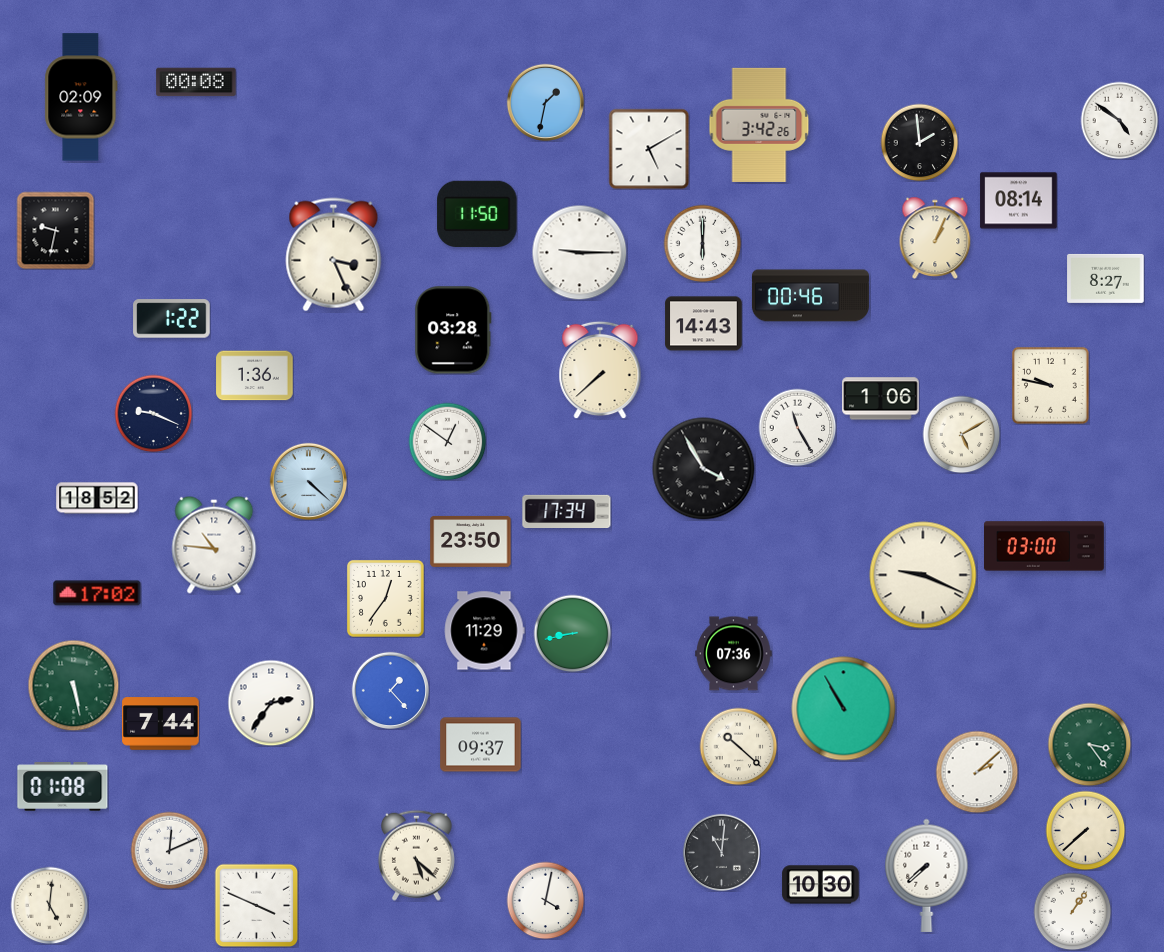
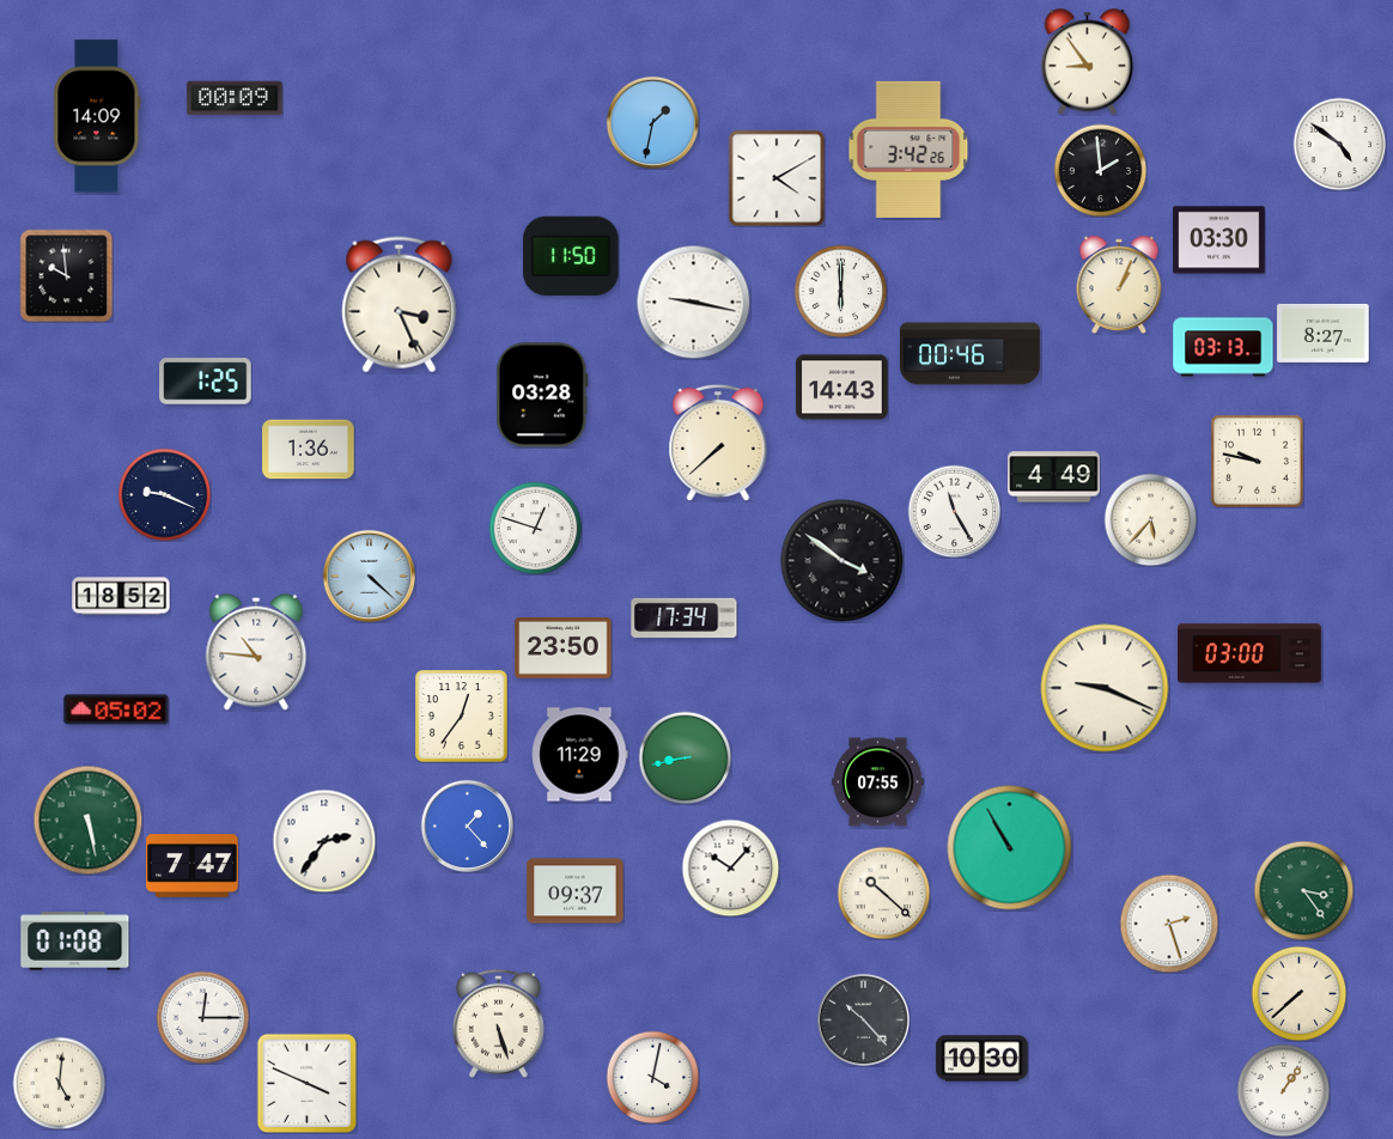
clock at (1088, 62): none -> 8:54
clock at (196, 82): 00:08 -> 00:09
clock at (81, 97): 02:09 -> 14:09
clock at (649, 149): 5:10 -> 4:10
clock at (1019, 201): 08:14 -> 03:30
clock at (55, 230): 9:32 -> 9:59
clock at (579, 252): 9:15 -> 9:17
clock at (1223, 347): none -> 03:13
clock at (172, 319): 1:22 -> 1:25
clock at (255, 376) position: (255, 376) -> (309, 450)
clock at (881, 399): 1:06 -> 4:49
clock at (153, 413) position: (153, 413) -> (164, 494)
clock at (961, 434): 5:10 -> 5:37
clock at (447, 441): 12:51 -> 12:48
clock at (704, 469): 3:55 -> 3:51
clock at (97, 498) position: (97, 498) -> (121, 596)
clock at (567, 511) position: (567, 511) -> (685, 617)
clock at (97, 593): 17:02 -> 05:02
clock at (734, 654): 07:36 -> 07:55
clock at (161, 724): 7:44 -> 7:47
clock at (730, 867): none -> 10:07
clock at (977, 772): 2:08 -> 2:27
clock at (169, 850): 12:11 -> 12:15
clock at (721, 852): 11:01 -> 10:23
clock at (416, 855): 5:22 -> 5:27
clock at (927, 875): 7:38 -> none
